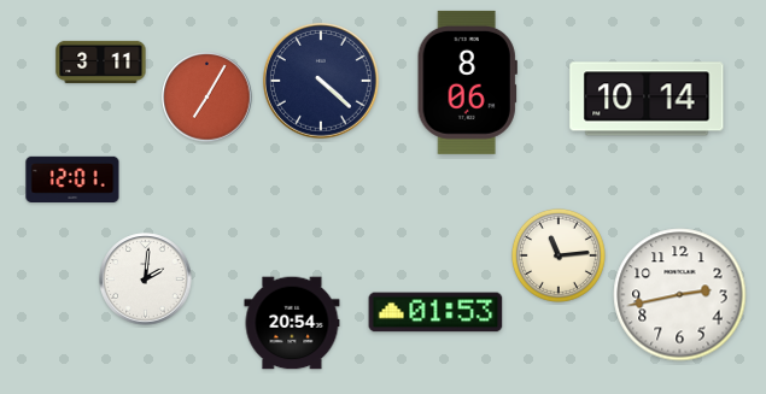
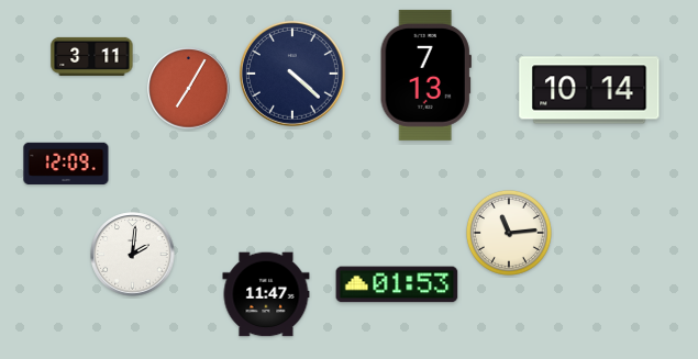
clock at (467, 82): 8:06 -> 7:13
clock at (72, 178): 12:01 -> 12:09
clock at (680, 295): 2:43 -> none
clock at (292, 323): 20:54 -> 11:47
